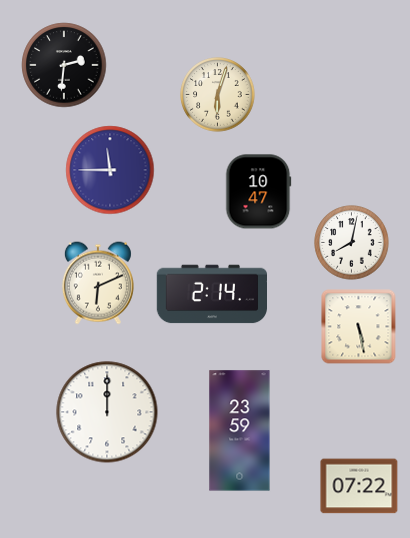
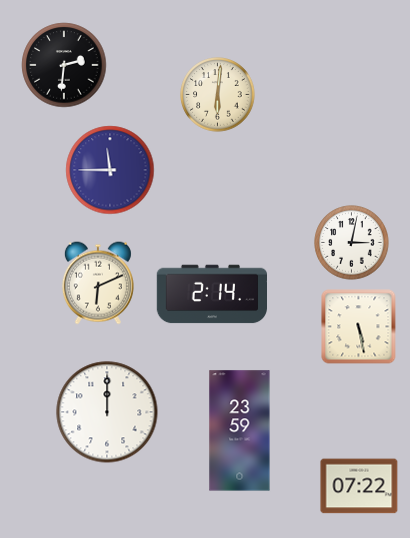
clock at (218, 95): 6:03 -> 6:01
clock at (259, 192): 10:47 -> none
clock at (352, 243): 8:02 -> 3:02
